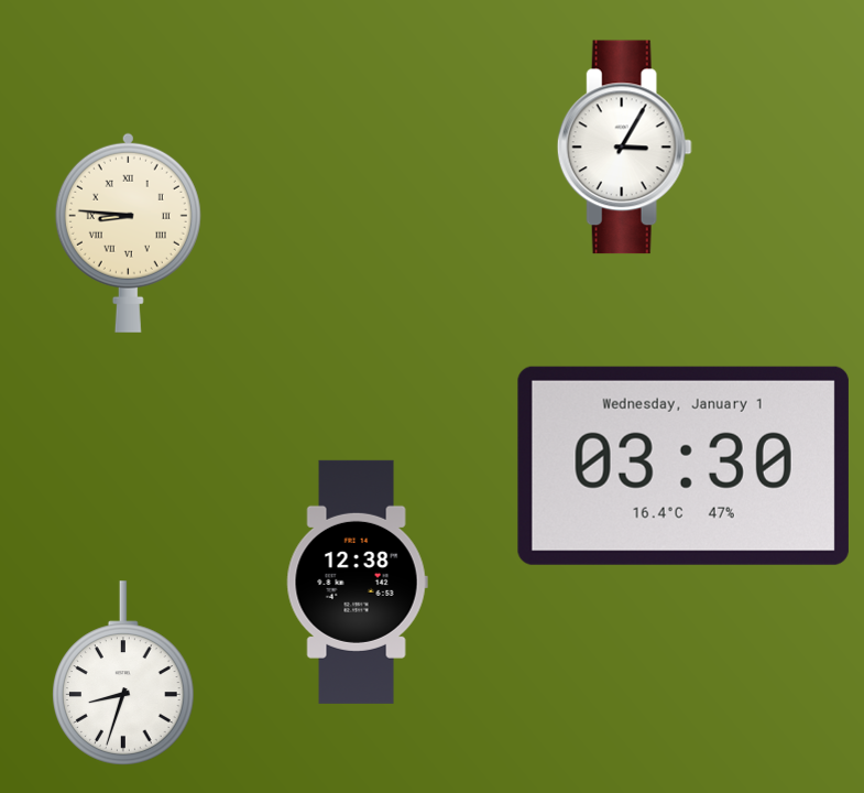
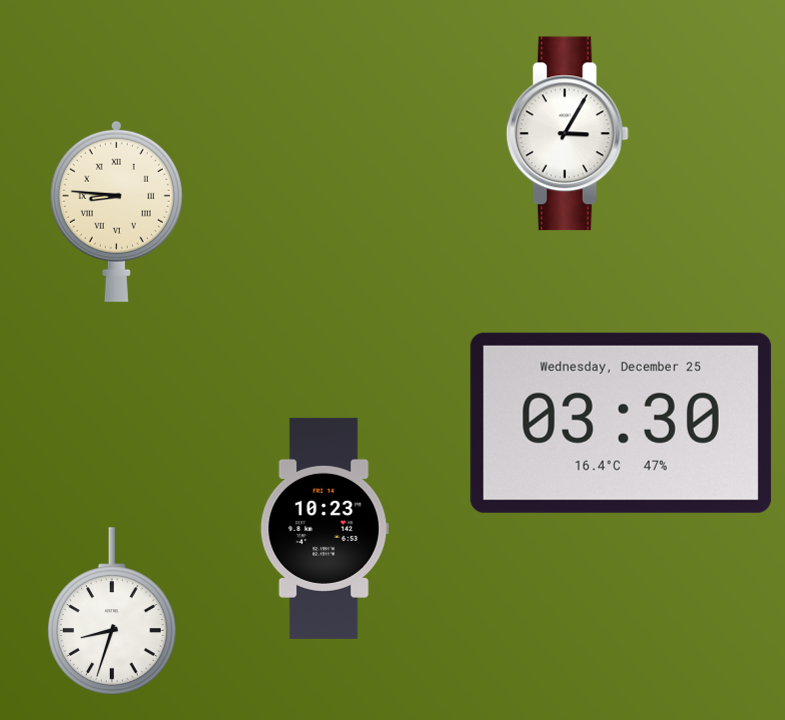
clock at (683, 466) date: Wednesday, January 1 -> Wednesday, December 25
clock at (357, 582): 12:38 -> 10:23
